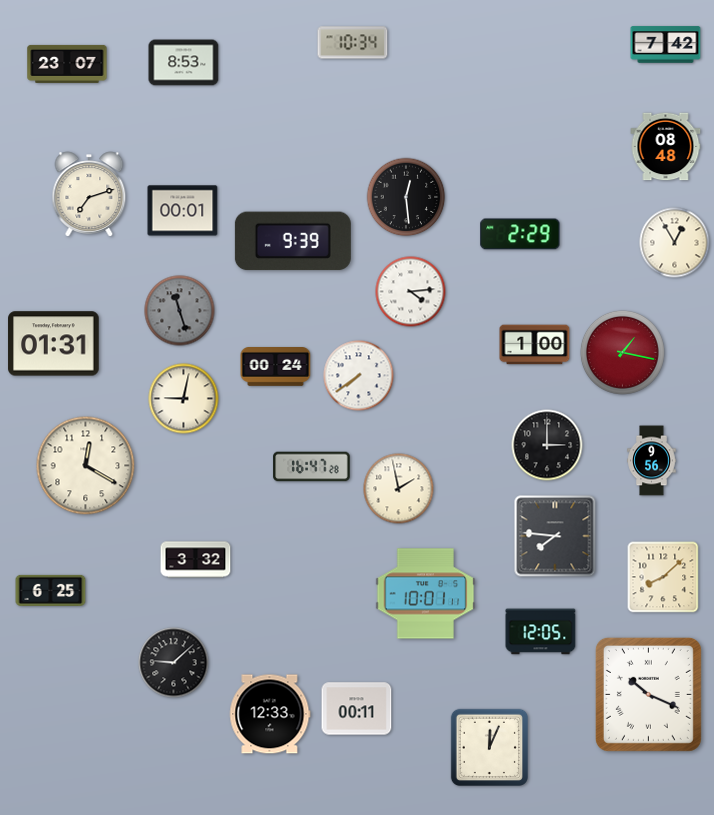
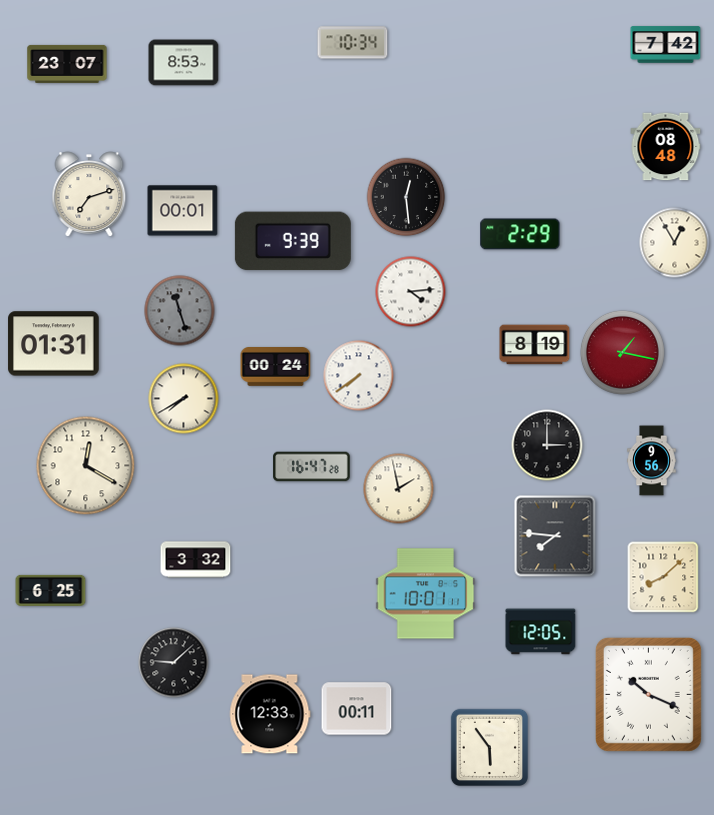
clock at (535, 345): 1:00 -> 8:19
clock at (184, 399): 9:02 -> 7:40
clock at (489, 747): 12:04 -> 5:54
